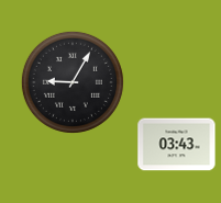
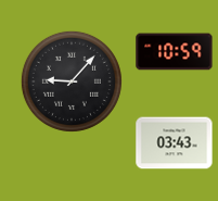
clock at (175, 52): none -> 10:59
clock at (73, 82): 9:05 -> 9:07
